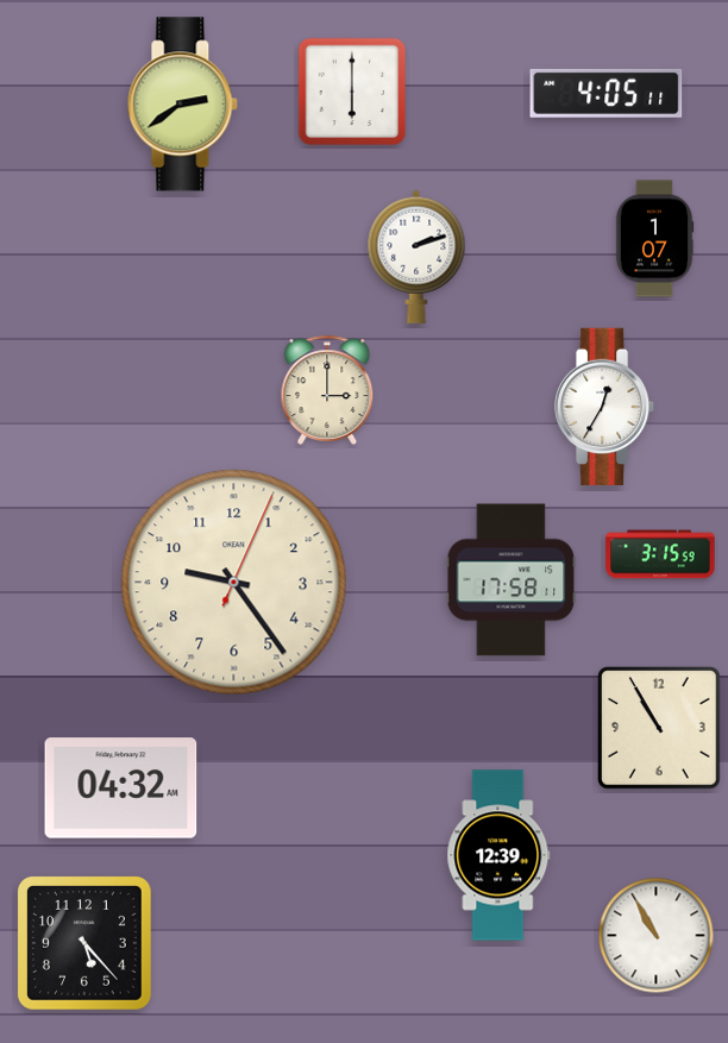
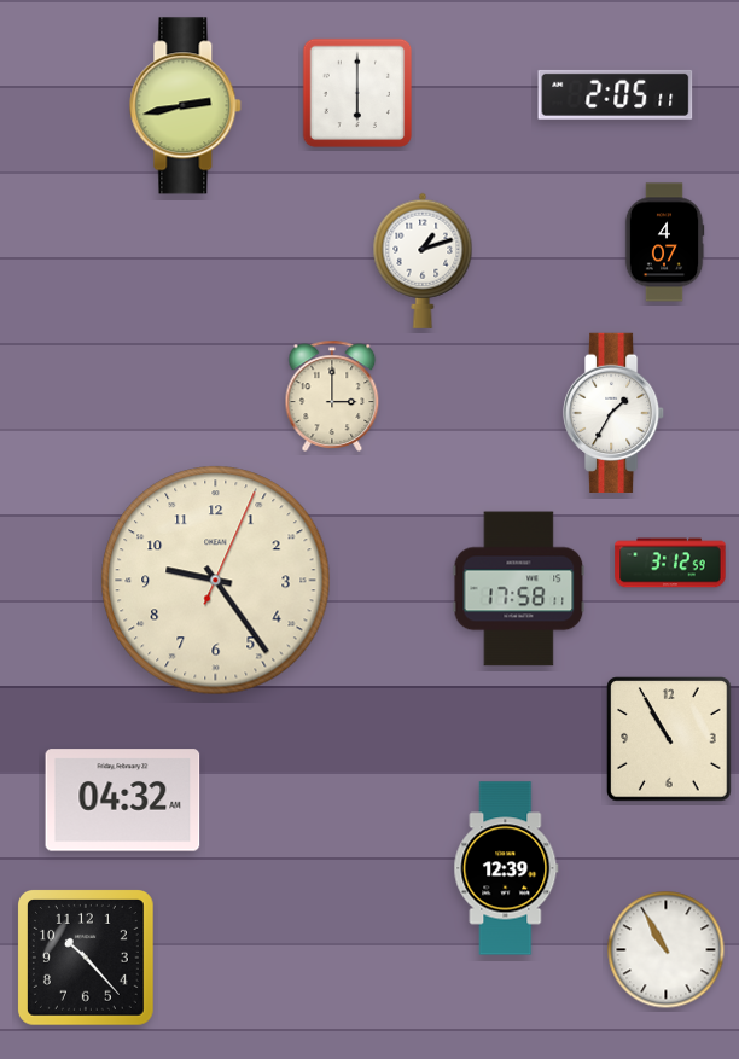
clock at (607, 93): 4:05 -> 2:05
clock at (183, 105): 2:39 -> 2:43
clock at (654, 239): 1:07 -> 4:07
clock at (416, 257): 2:12 -> 1:12
clock at (605, 406): 12:35 -> 1:35
clock at (660, 554): 3:15 -> 3:12
clock at (234, 583) position: (234, 583) -> (216, 581)
clock at (86, 944): 5:23 -> 10:23
